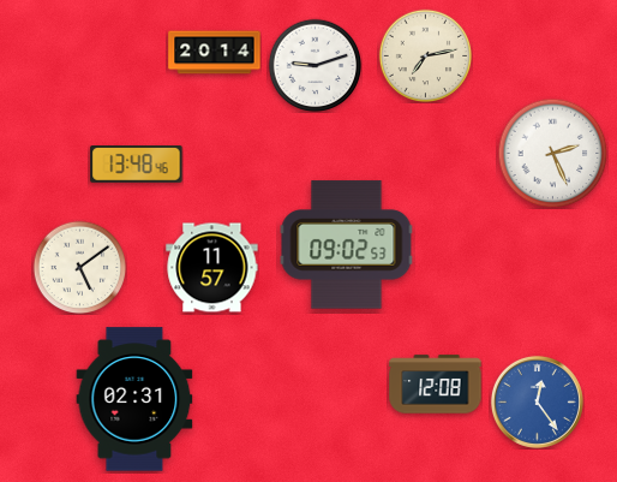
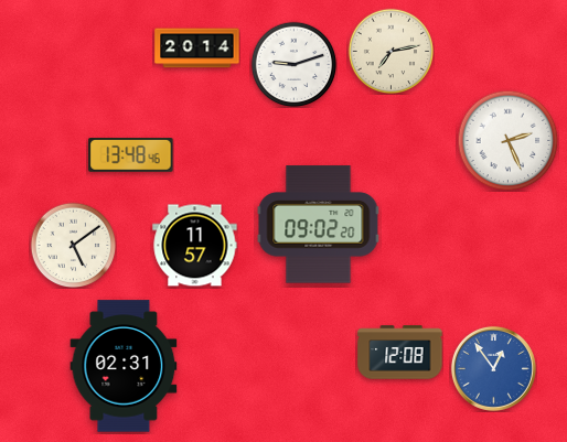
clock at (315, 65) position: (315, 65) -> (293, 64)
clock at (137, 165) position: (137, 165) -> (131, 155)
clock at (347, 245): 09:02:53 -> 09:02:20
clock at (537, 401): 12:24 -> 12:54
